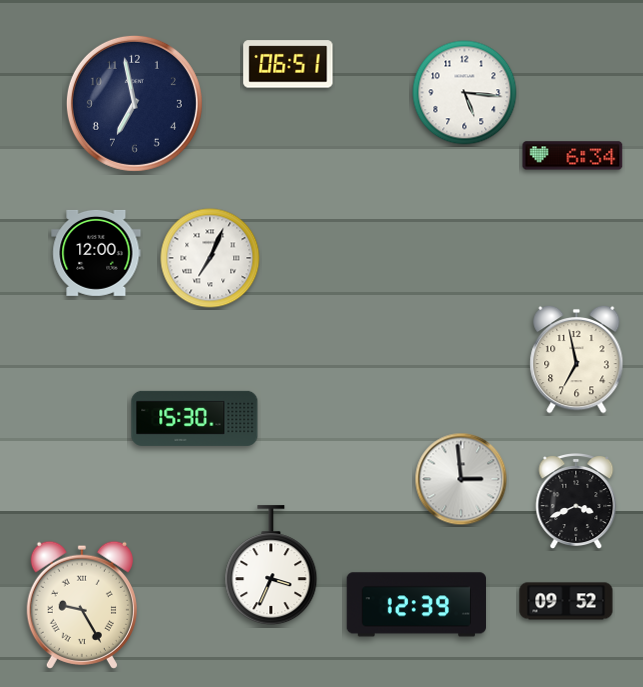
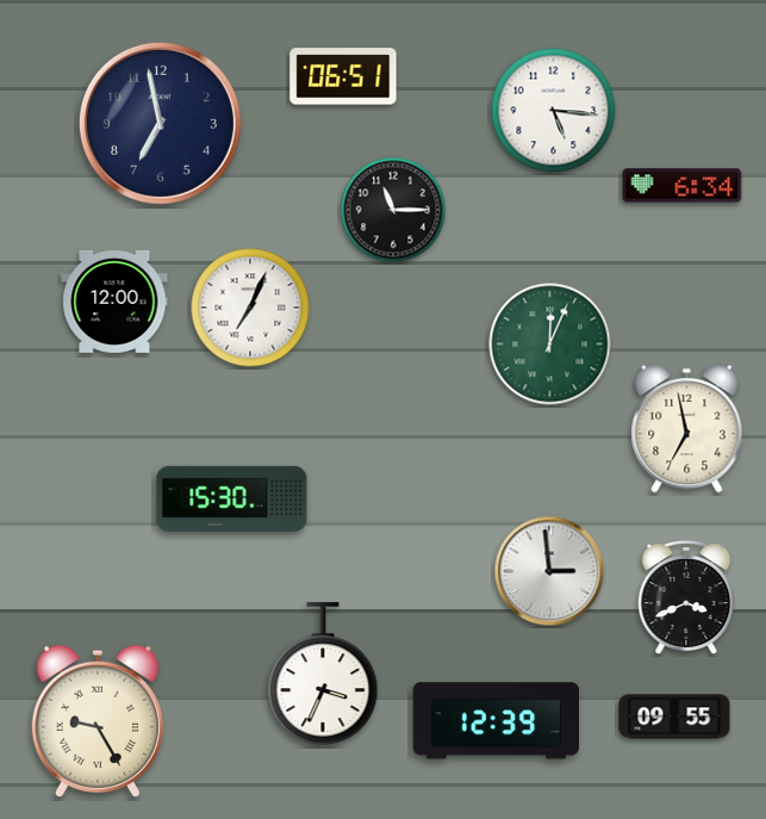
clock at (393, 210): none -> 11:15
clock at (550, 345): none -> 12:04
clock at (566, 601): 09:52 -> 09:55
